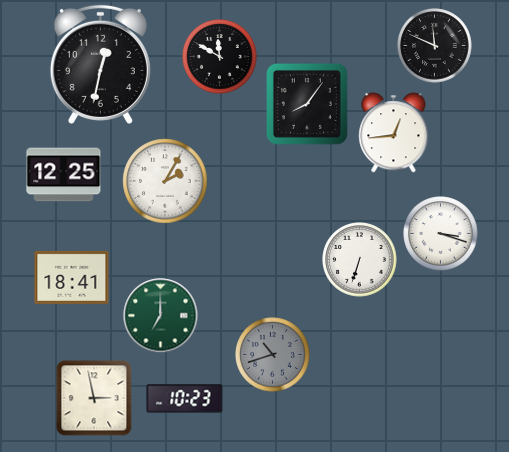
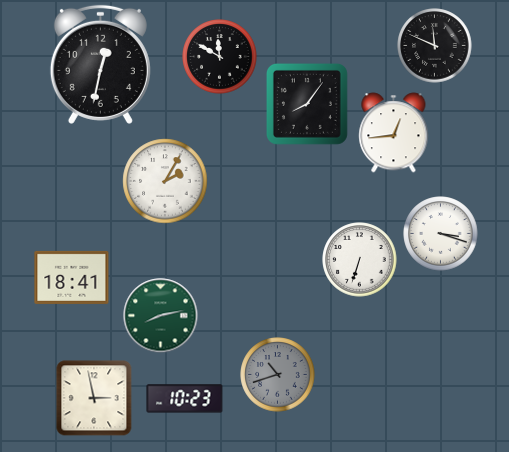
clock at (64, 175): 12:25 -> none
clock at (161, 316): 7:00 -> 8:13
clock at (273, 355) position: (273, 355) -> (278, 375)
